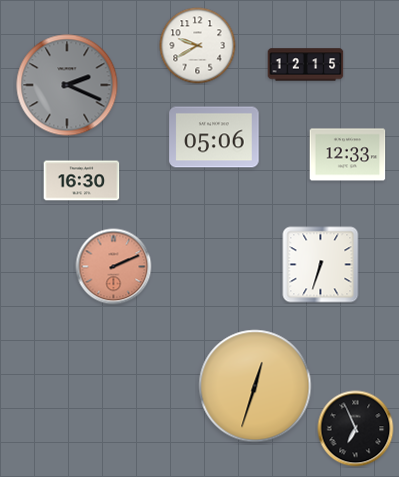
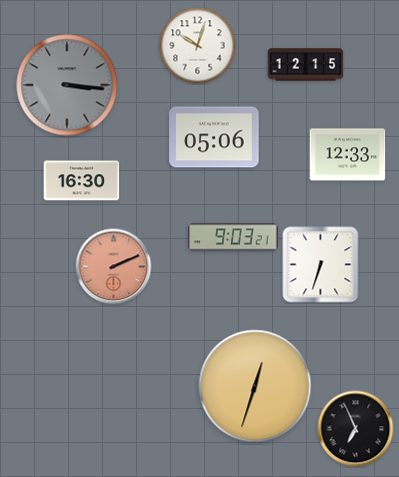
clock at (198, 46): 9:40 -> 10:03
clock at (67, 85): 2:19 -> 3:16
clock at (233, 237): none -> 9:03
